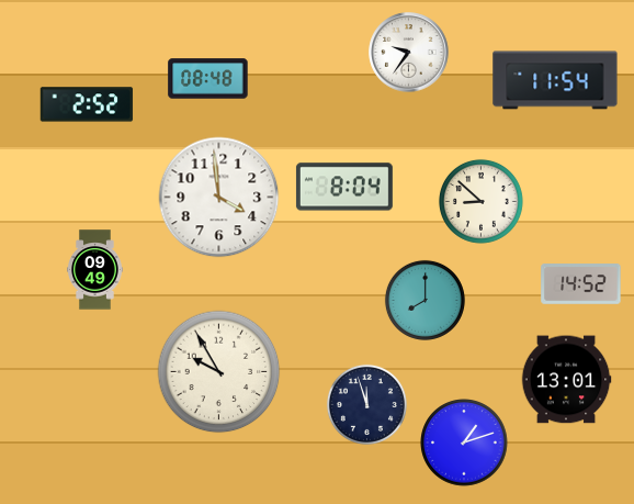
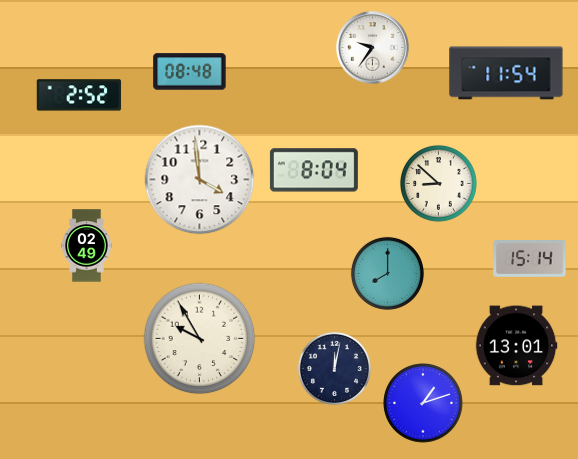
clock at (95, 270): 09:49 -> 02:49
clock at (581, 284): 14:52 -> 15:14
clock at (366, 404): 11:57 -> 12:02
